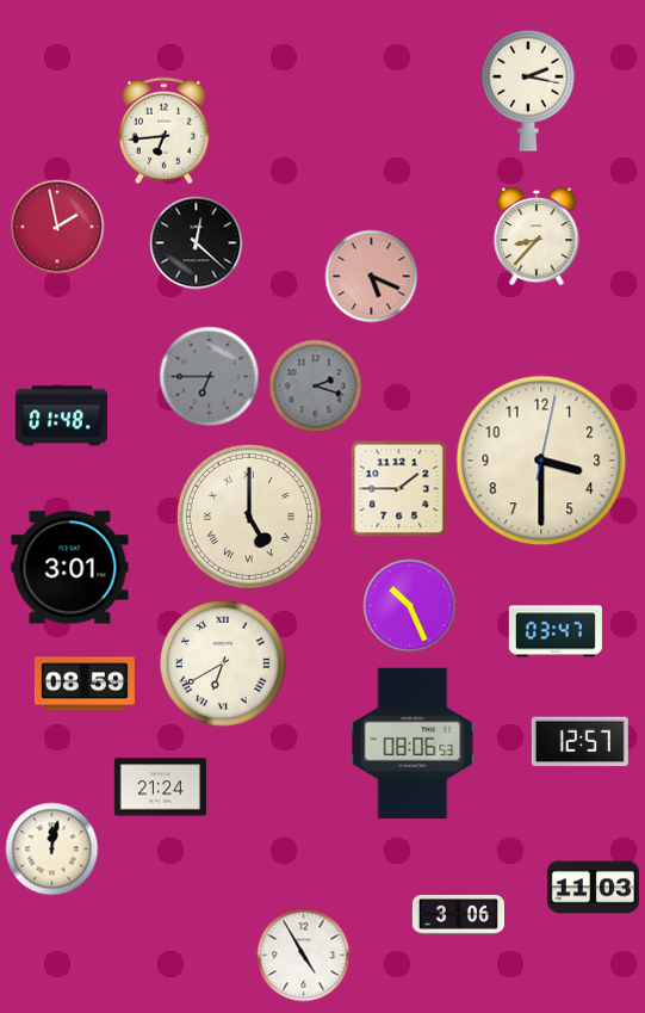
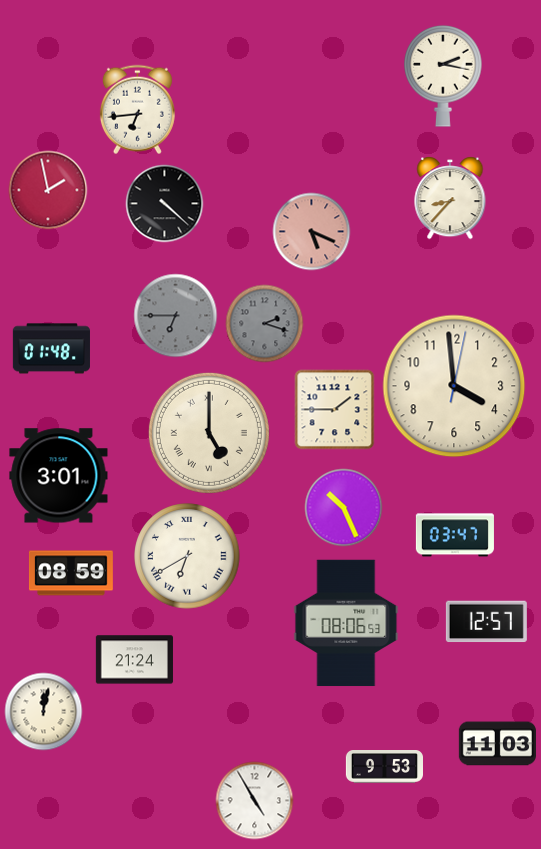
clock at (196, 242): 12:22 -> 4:22
clock at (541, 461): 3:30 -> 3:59
clock at (556, 631) position: (556, 631) -> (455, 535)
clock at (458, 915): 3:06 -> 9:53
